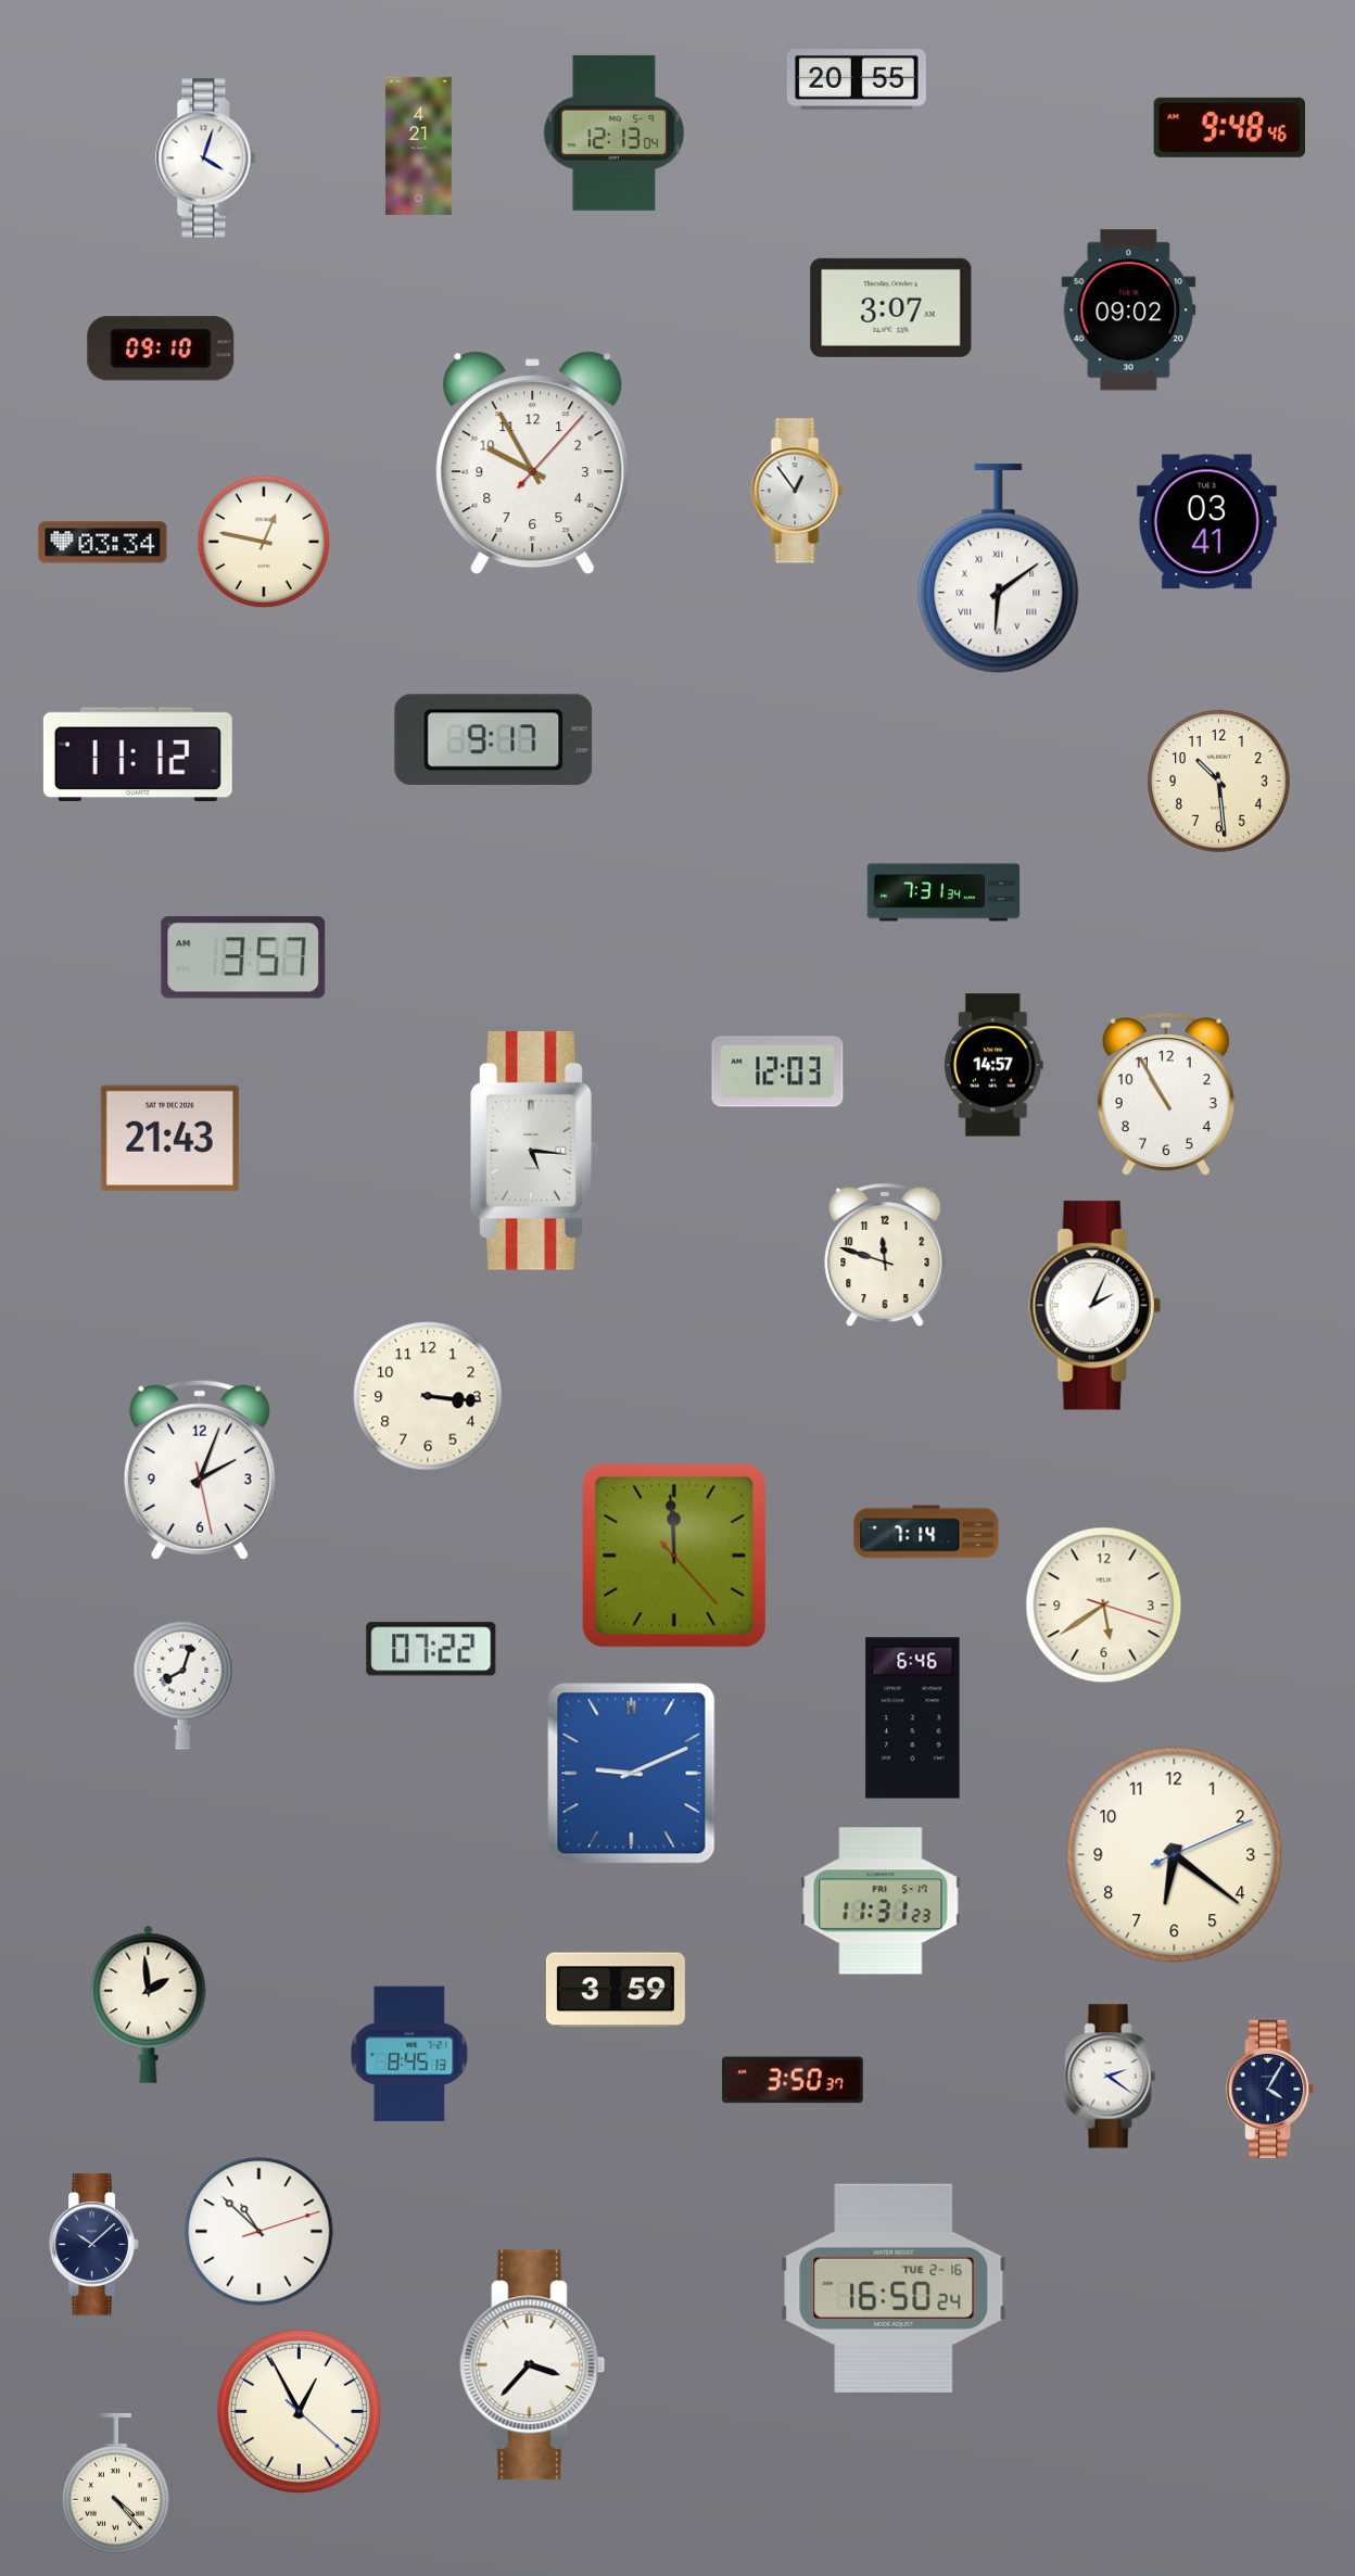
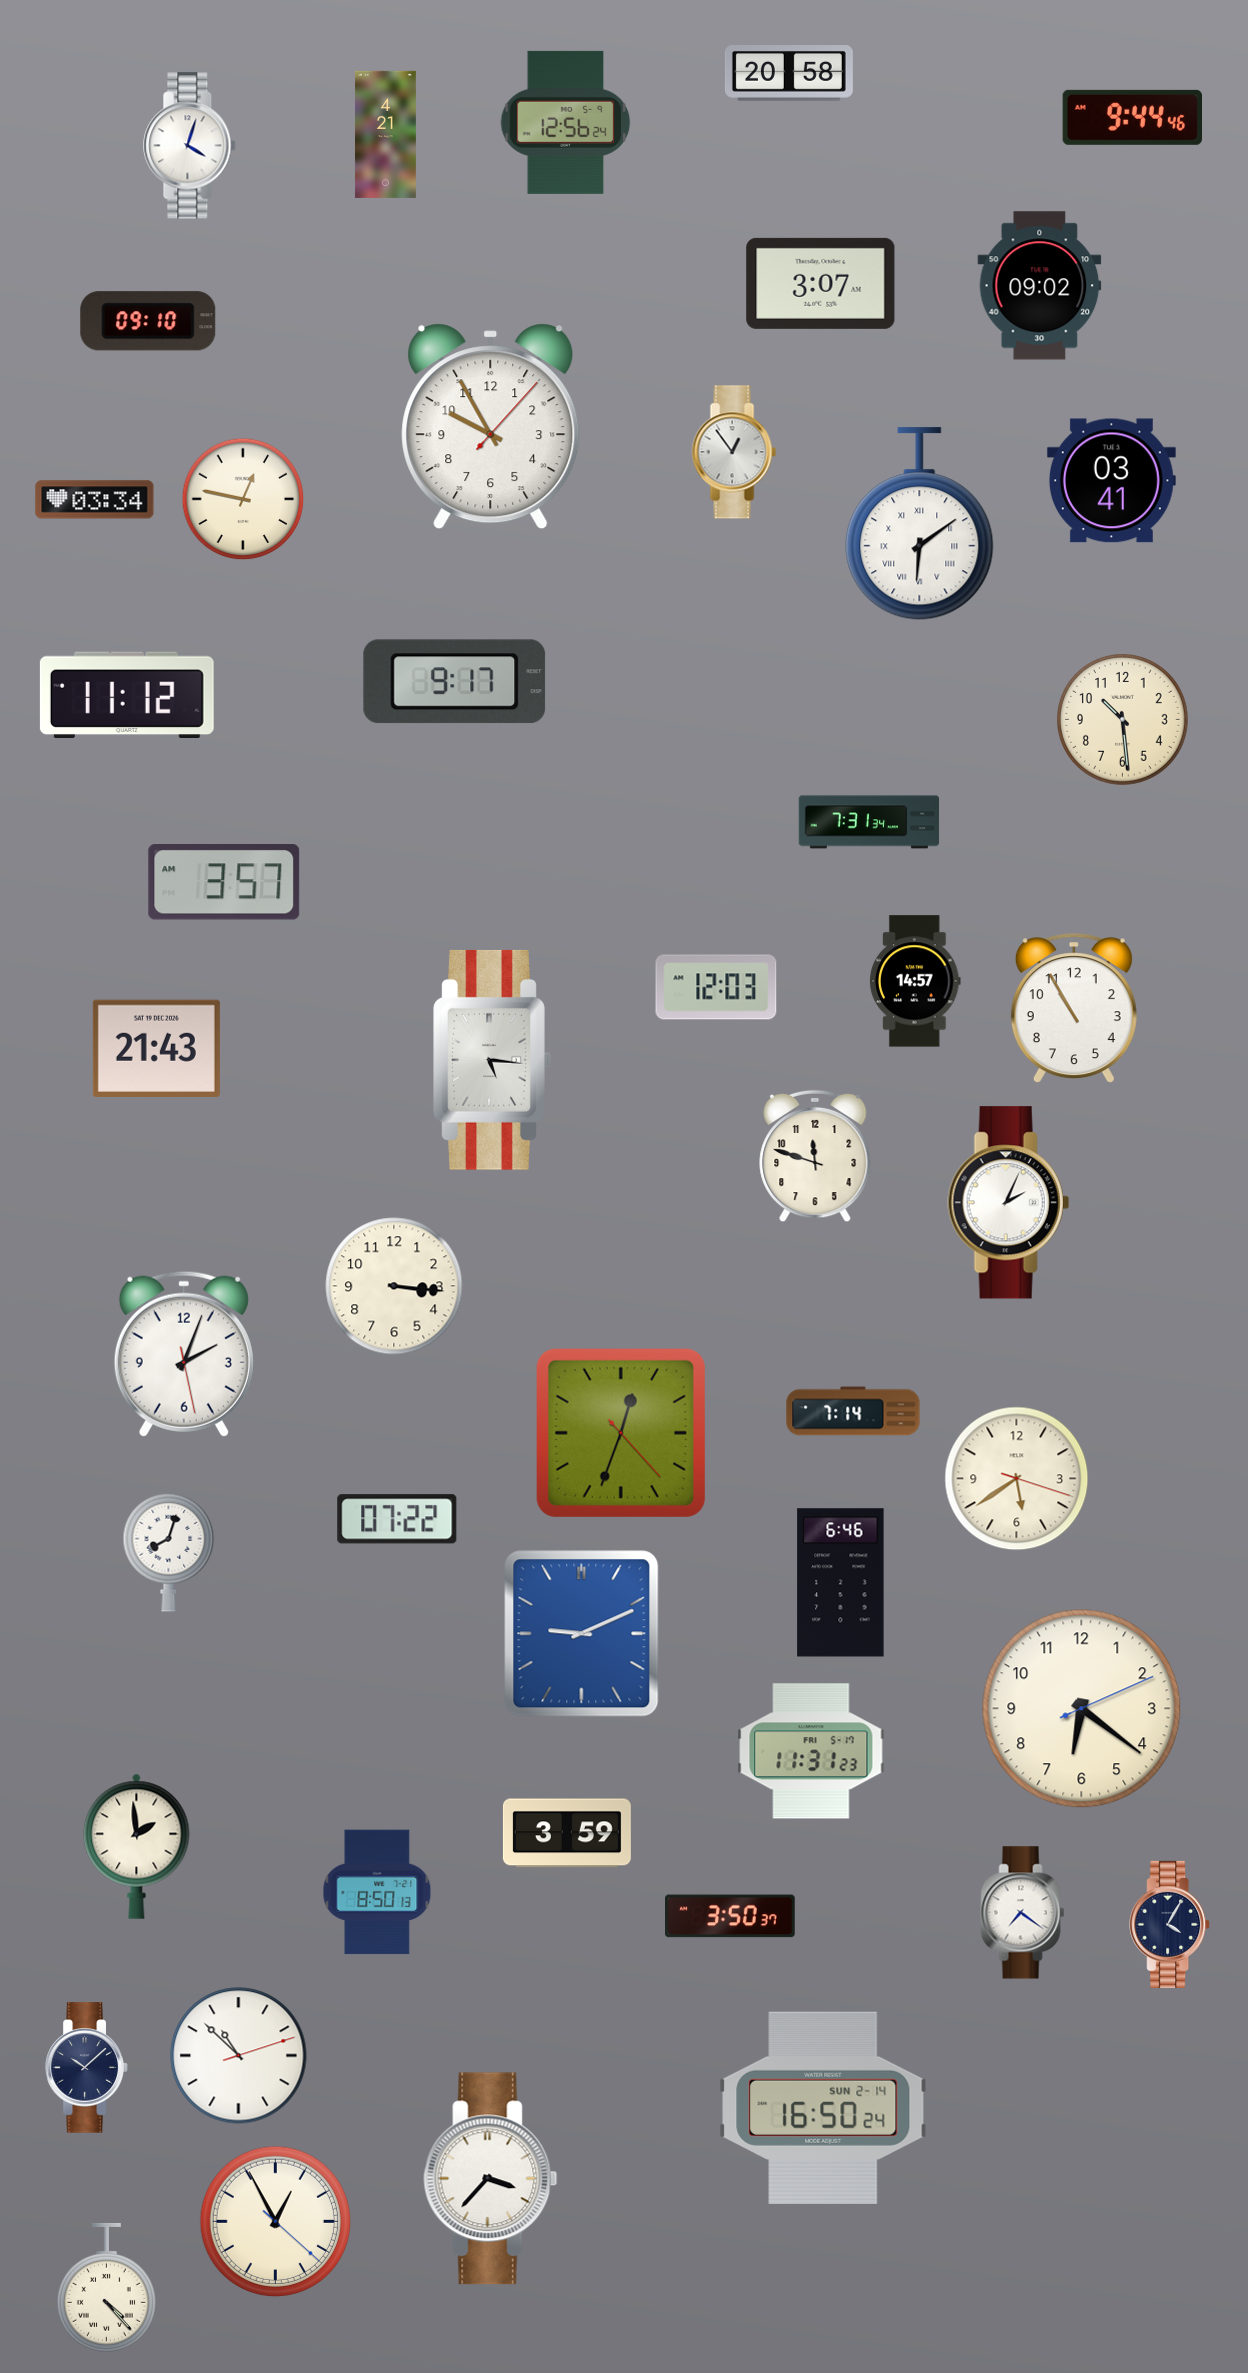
clock at (857, 80): 20:55 -> 20:58
clock at (1229, 127): 9:48 -> 9:44
clock at (615, 132): 12:13 -> 12:56
clock at (674, 1556): 11:59 -> 12:33
clock at (409, 2054): 8:45 -> 8:50
clock at (1111, 2077): 2:21 -> 7:21
clock at (894, 2288) date: TUE 2-16 -> SUN 2-14
